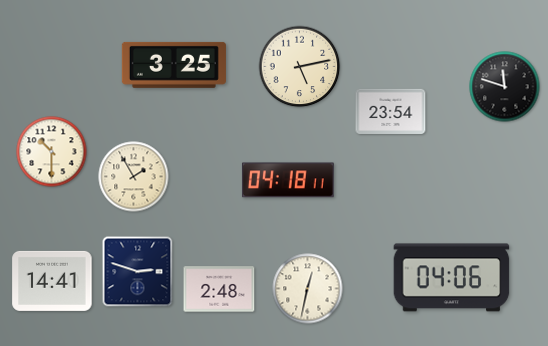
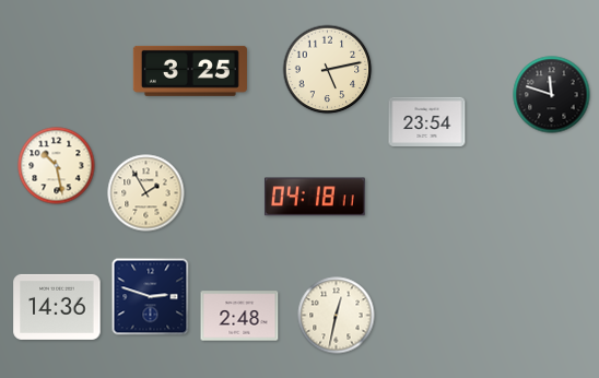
clock at (300, 67) position: (300, 67) -> (328, 70)
clock at (52, 152): 10:30 -> 10:28
clock at (452, 278): 04:06 -> none
clock at (52, 281): 14:41 -> 14:36
